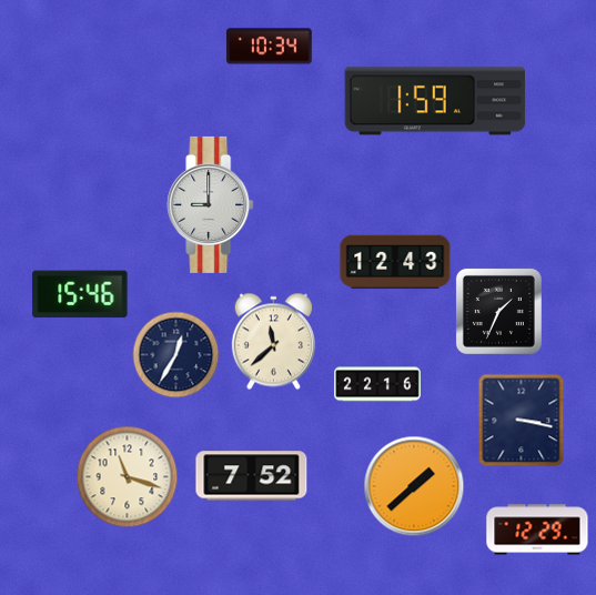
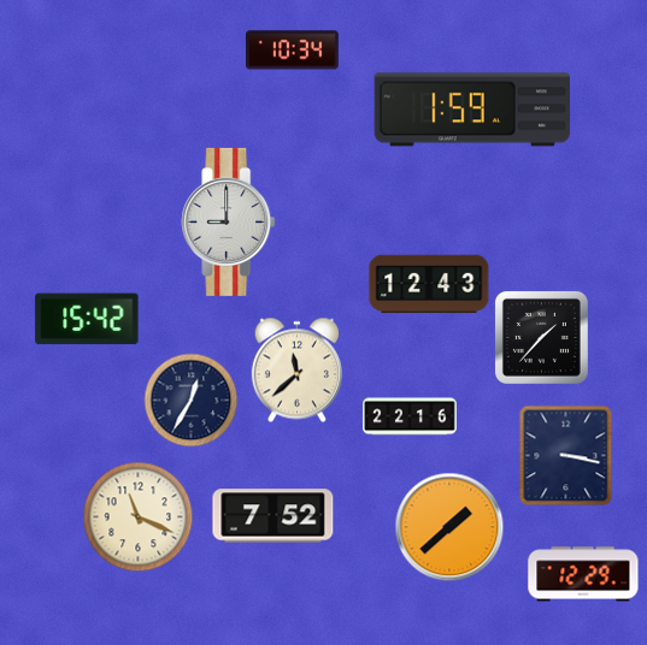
clock at (80, 294): 15:46 -> 15:42
clock at (498, 311): 1:34 -> 1:37
clock at (175, 354) position: (175, 354) -> (190, 400)
clock at (127, 476): 11:18 -> 11:19
